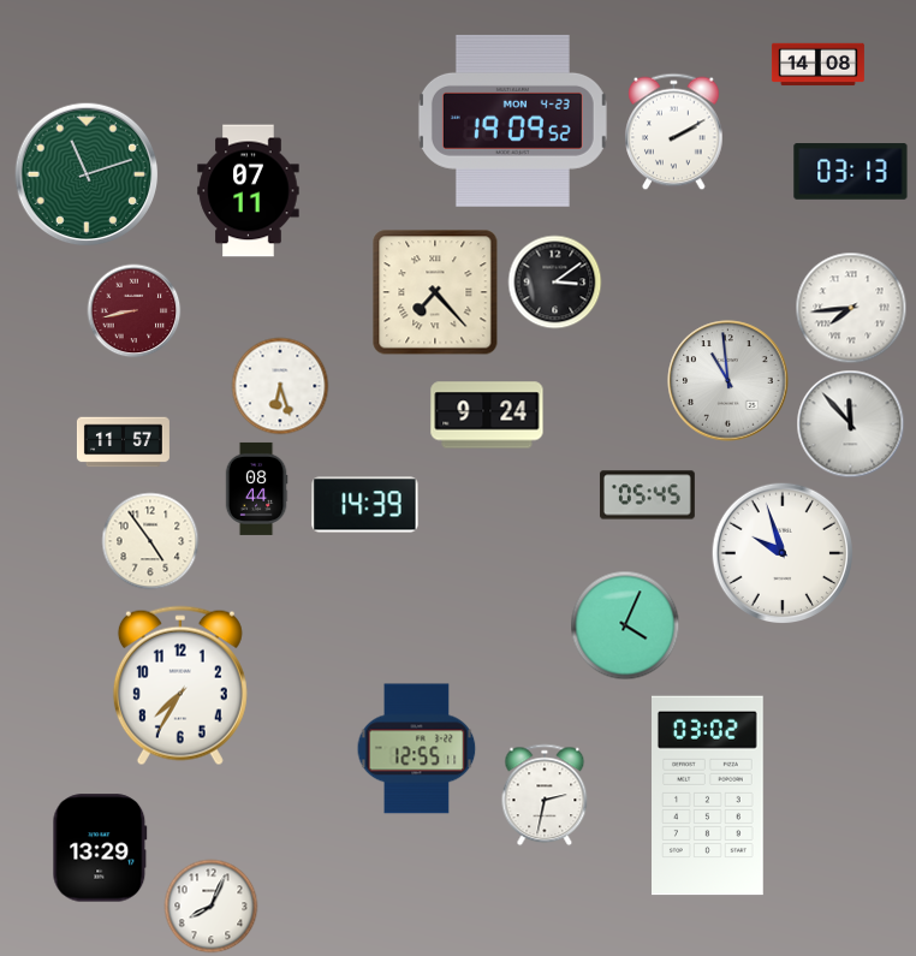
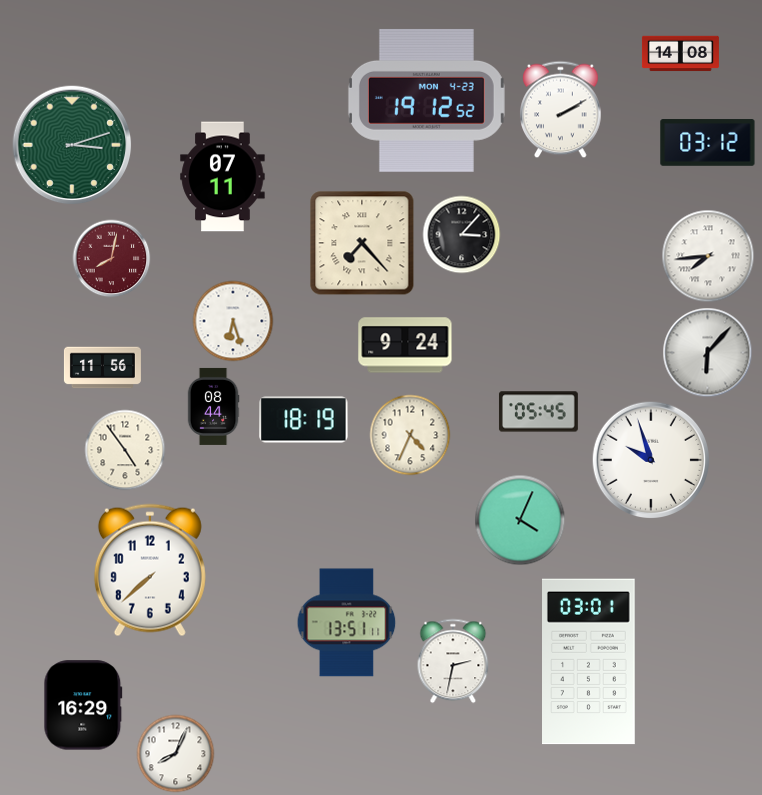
clock at (512, 120): 19:09 -> 19:12
clock at (851, 172): 03:13 -> 03:12
clock at (87, 174): 11:12 -> 3:12
clock at (249, 191) position: (249, 191) -> (223, 177)
clock at (554, 281): 3:09 -> 3:07
clock at (133, 310): 8:43 -> 8:02
clock at (728, 381): 10:59 -> none
clock at (850, 423): 11:53 -> 6:07
clock at (123, 443): 11:57 -> 11:56
clock at (365, 505): 14:39 -> 18:19
clock at (410, 435): none -> 4:34
clock at (180, 685): 7:35 -> 7:38
clock at (417, 749): 12:55 -> 13:51
clock at (708, 796): 03:02 -> 03:01
clock at (100, 848): 13:29 -> 16:29
